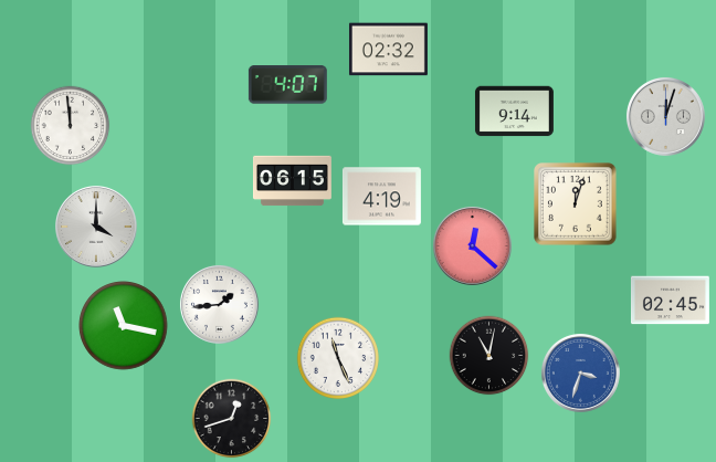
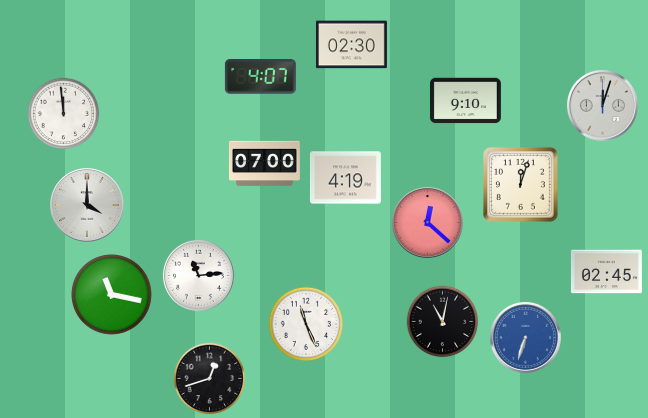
clock at (388, 50): 02:32 -> 02:30
clock at (514, 112): 9:14 -> 9:10
clock at (292, 181): 06:15 -> 07:00
clock at (219, 304): 1:44 -> 11:14
clock at (580, 372): 3:33 -> 6:33
